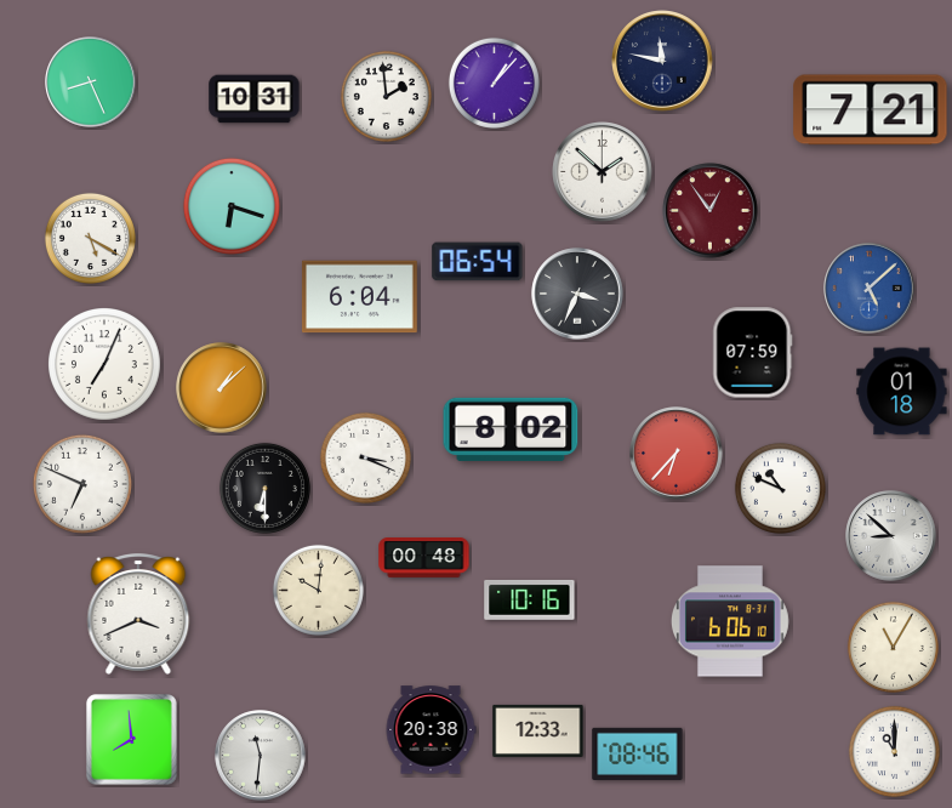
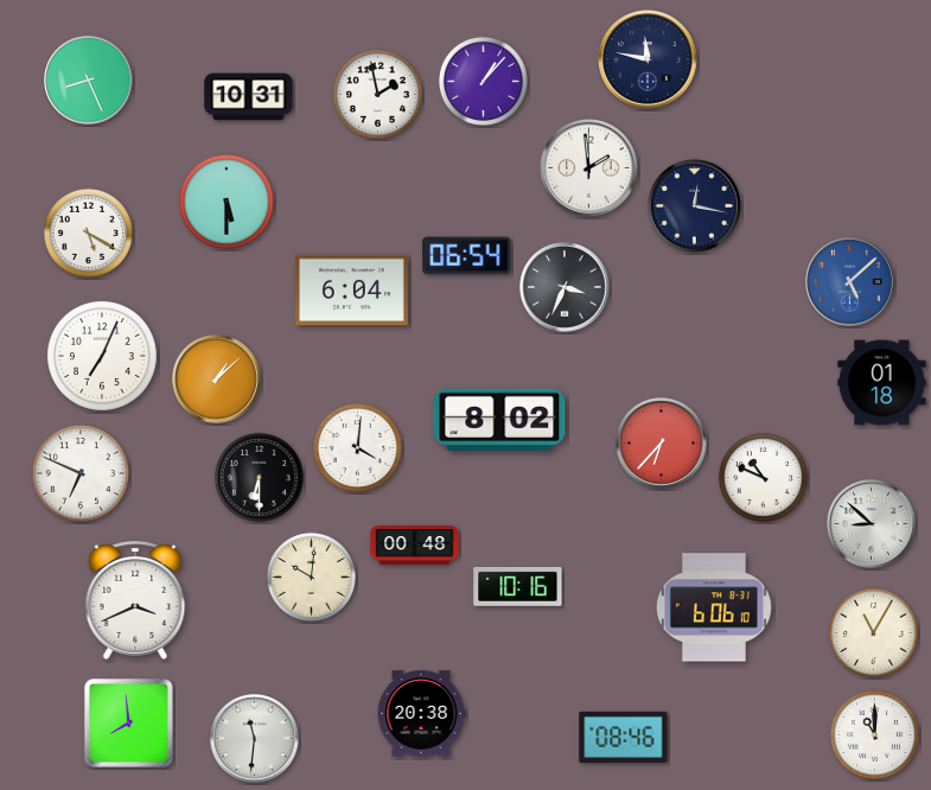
clock at (386, 96): 1:59 -> 1:58
clock at (871, 110): 7:21 -> none
clock at (603, 172): 1:52 -> 1:59
clock at (232, 206): 6:18 -> 5:30
clock at (711, 211): 12:54 -> 12:17
clock at (711, 211) dial: burgundy -> navy
clock at (753, 353): 07:59 -> none
clock at (365, 457): 3:19 -> 4:01
clock at (538, 730): 12:33 -> none
